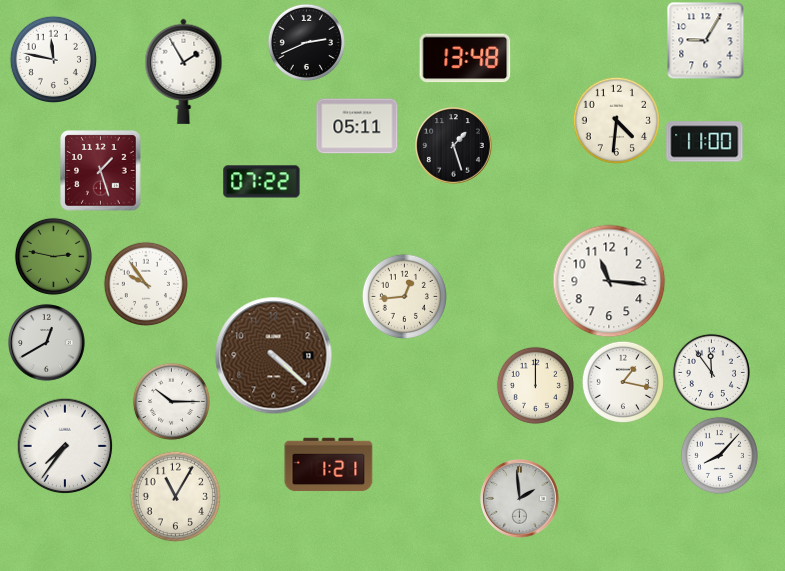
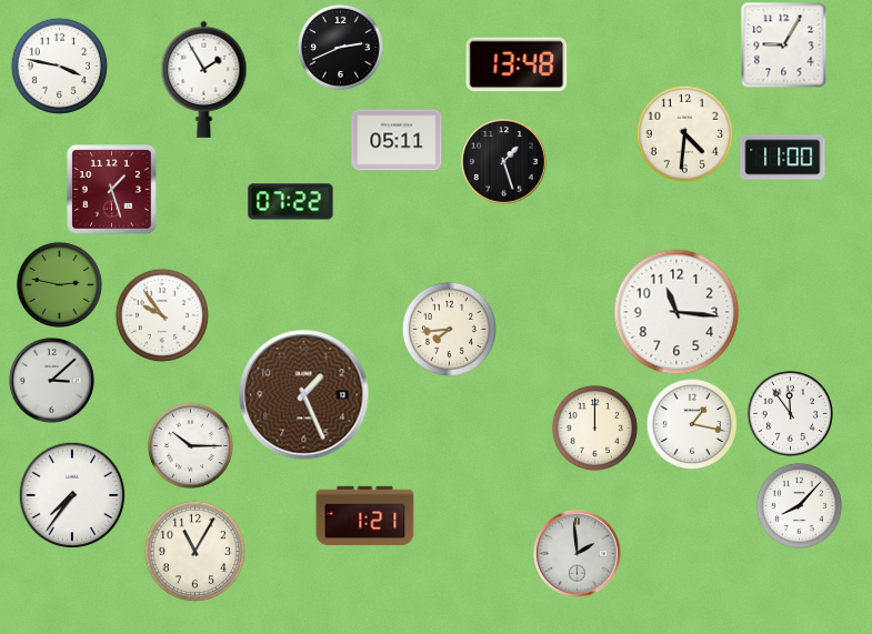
clock at (53, 59): 11:47 -> 3:47
clock at (404, 296): 12:44 -> 7:44
clock at (47, 343): 12:40 -> 3:08
clock at (274, 356): 4:22 -> 1:26
